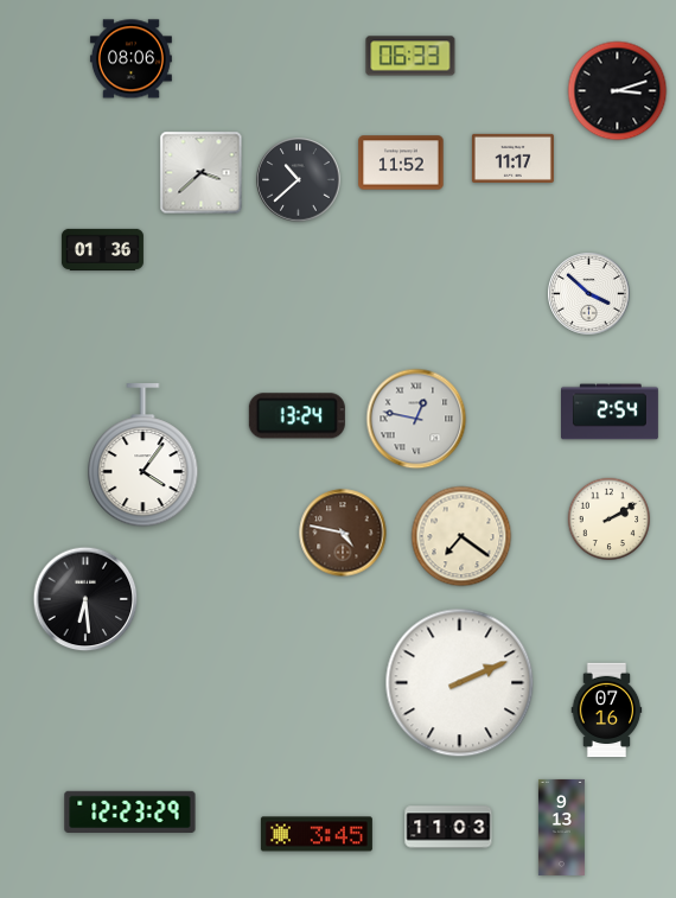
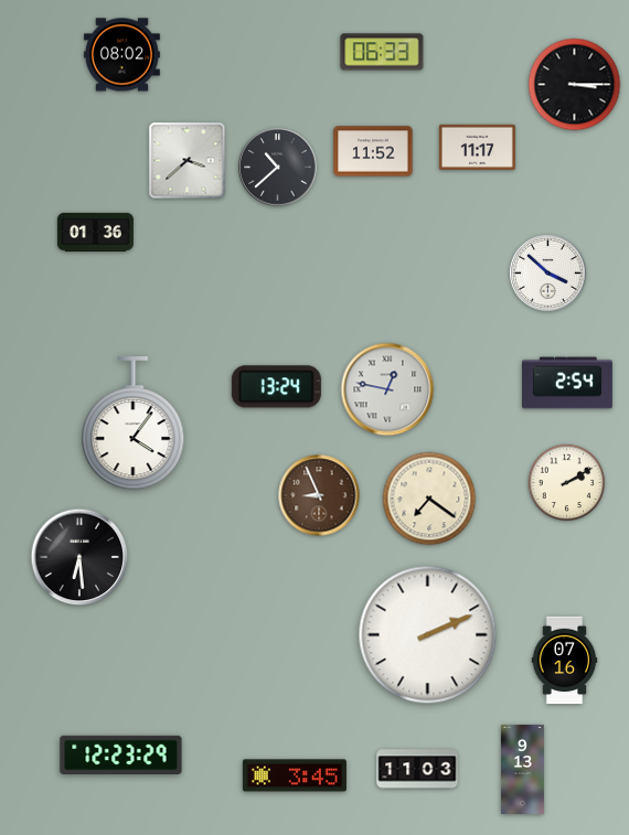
clock at (130, 59): 08:06 -> 08:02
clock at (618, 91): 3:12 -> 3:15
clock at (343, 533): 4:47 -> 8:56
